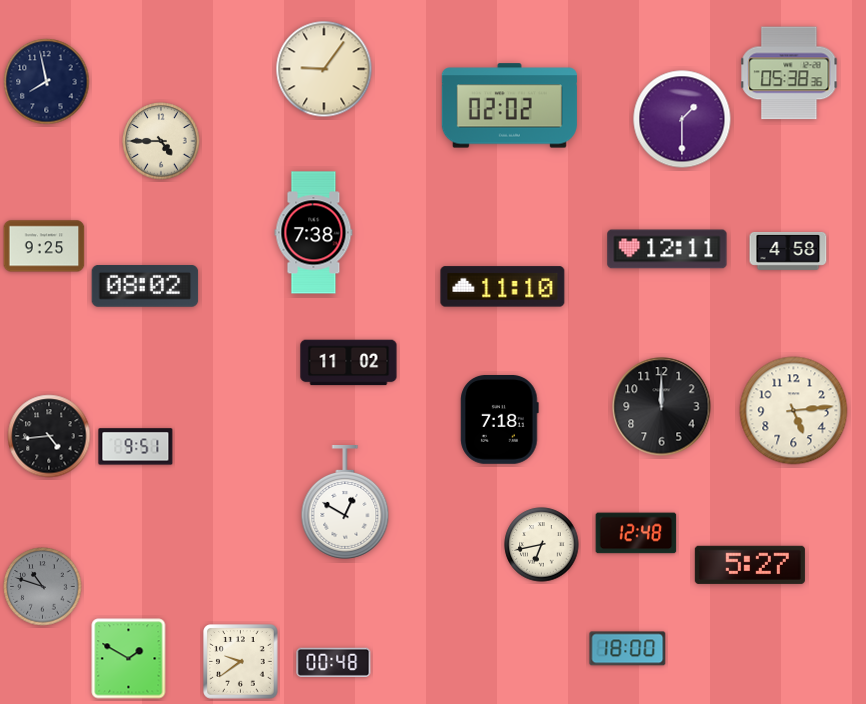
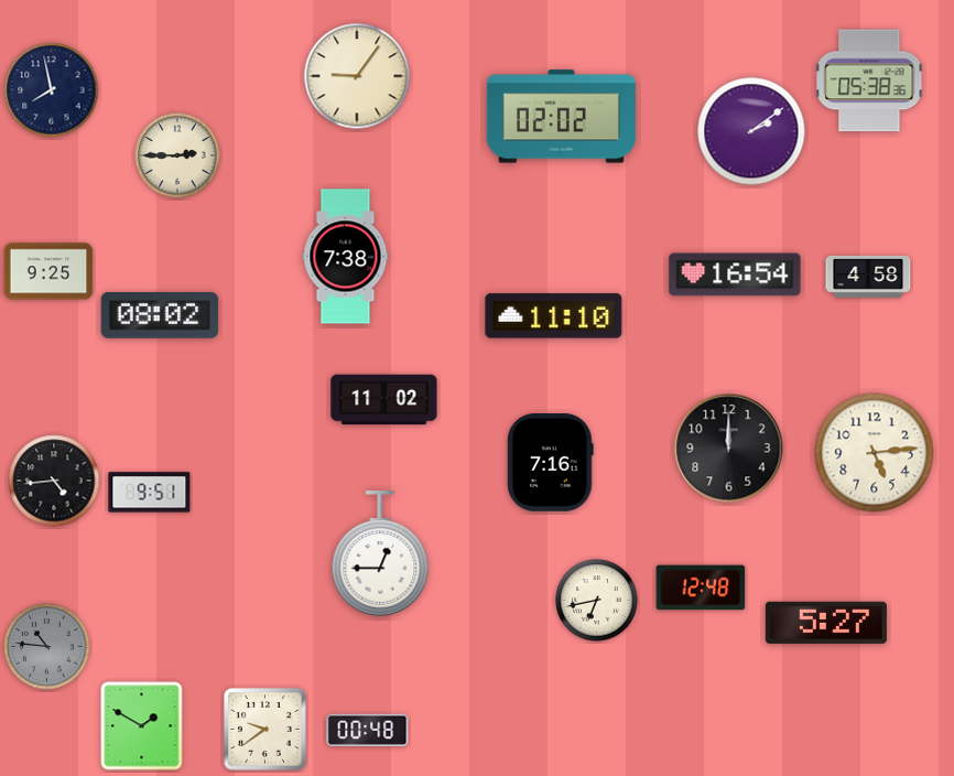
clock at (682, 119): 1:30 -> 2:09
clock at (161, 141): 4:45 -> 2:45
clock at (667, 249): 12:11 -> 16:54
clock at (500, 420): 7:18 -> 7:16
clock at (345, 503): 12:50 -> 12:45
clock at (43, 587): 10:48 -> 10:46
clock at (628, 649): 18:00 -> none
